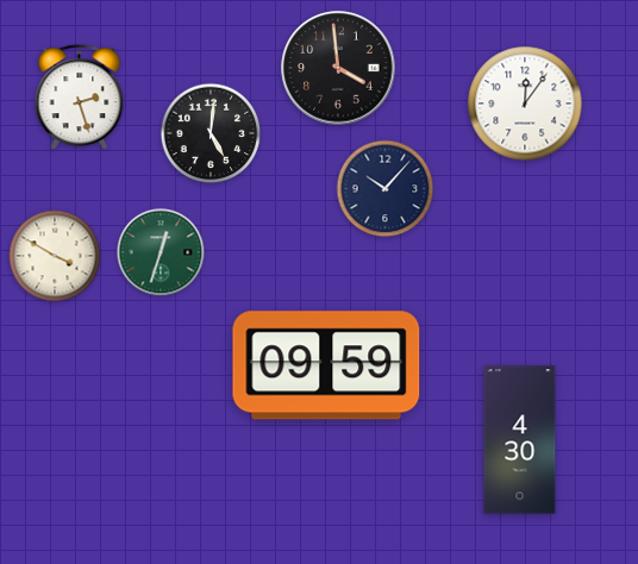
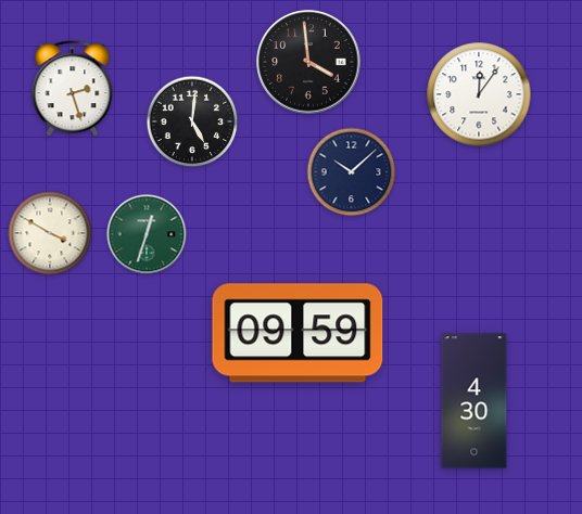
clock at (386, 189): 10:07 -> 10:08
clock at (161, 252) position: (161, 252) -> (147, 234)
